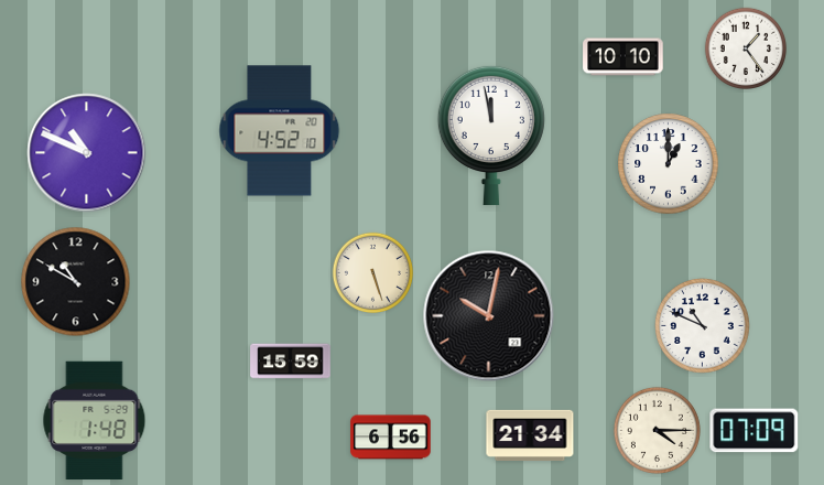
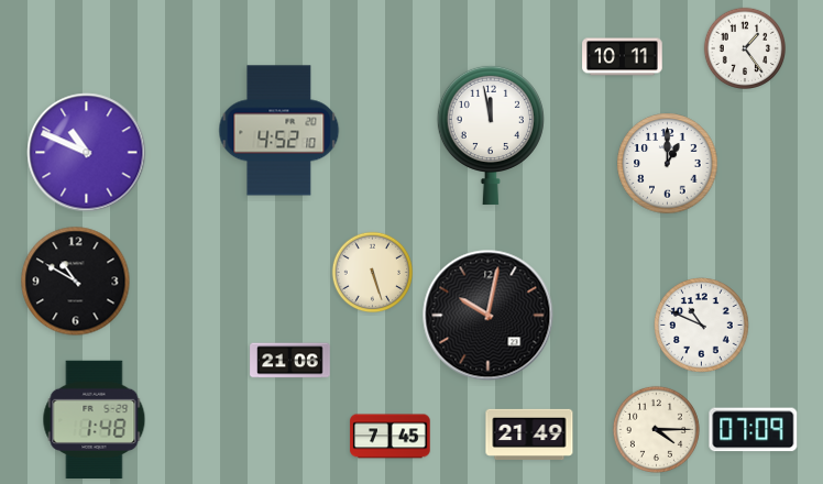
clock at (624, 57): 10:10 -> 10:11
clock at (291, 362): 15:59 -> 21:06
clock at (530, 434): 21:34 -> 21:49
clock at (391, 438): 6:56 -> 7:45
